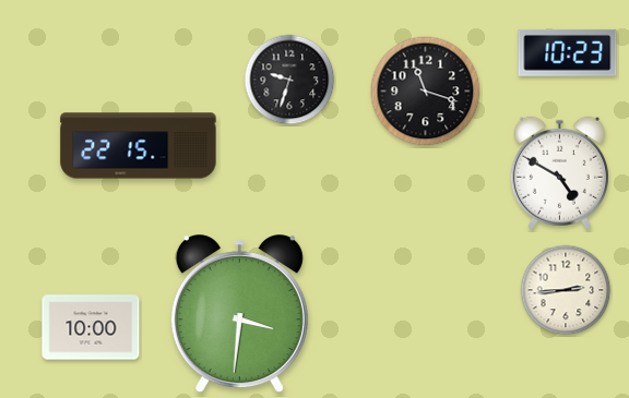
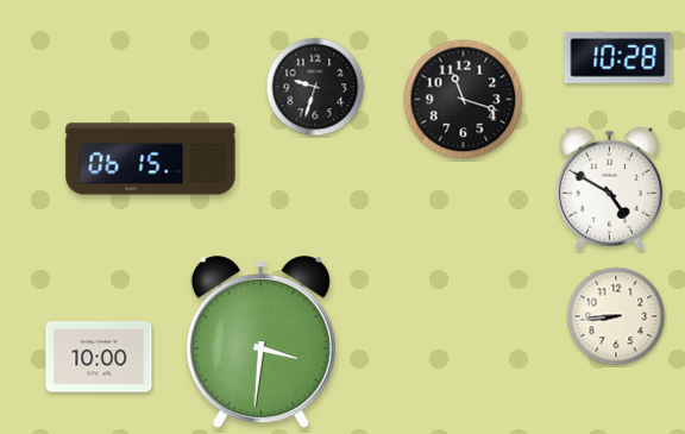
clock at (568, 52): 10:23 -> 10:28
clock at (139, 146): 22:15 -> 06:15
clock at (566, 290): 2:44 -> 8:44
